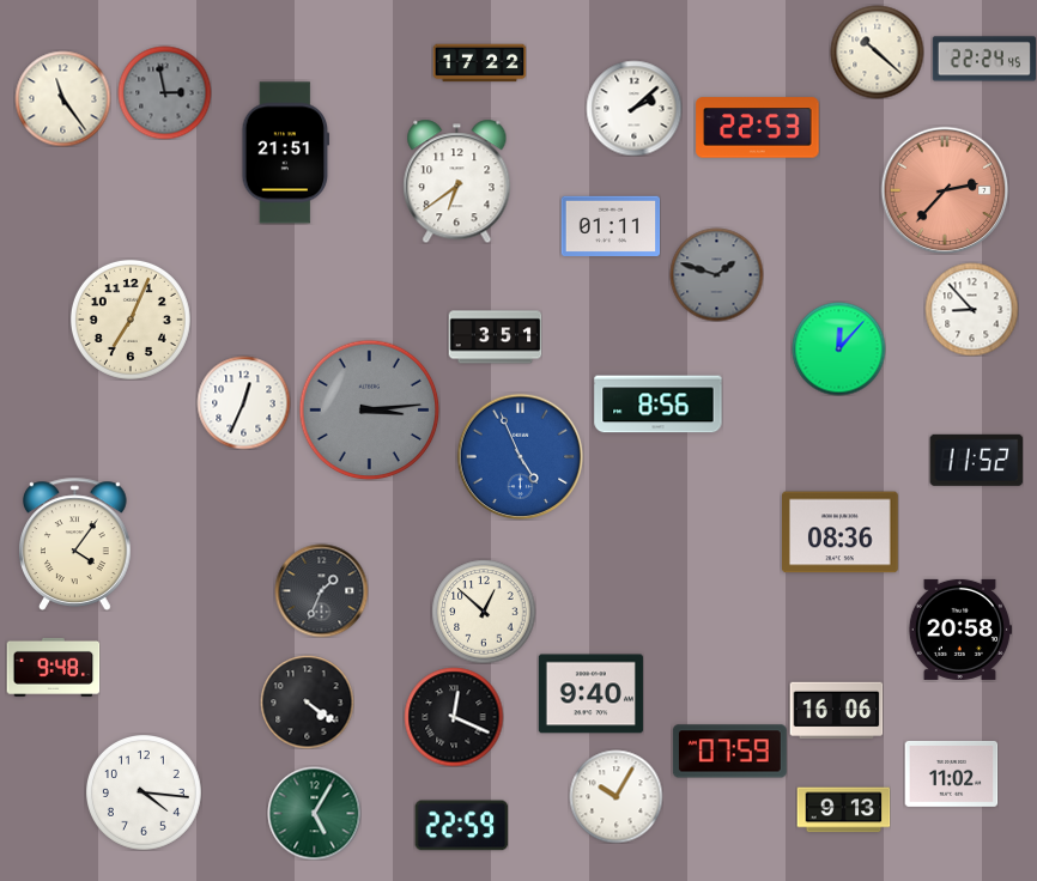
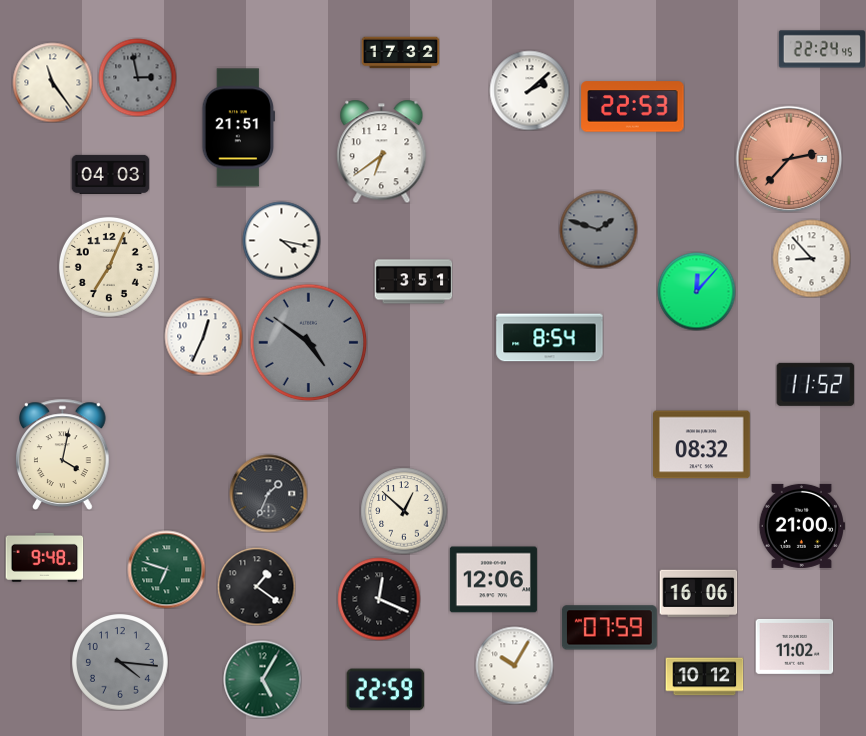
clock at (877, 51): 10:22 -> none
clock at (479, 63): 17:22 -> 17:32
clock at (110, 174): none -> 04:03
clock at (611, 225): 01:11 -> none
clock at (281, 240): none -> 4:17
clock at (838, 348) position: (838, 348) -> (696, 291)
clock at (659, 405): 8:56 -> 8:54
clock at (369, 409): 3:14 -> 4:51
clock at (520, 456): 4:56 -> none
clock at (841, 533): 08:36 -> 08:32
clock at (75, 543): 4:06 -> 4:02
clock at (960, 630): 20:58 -> 21:00
clock at (166, 569): none -> 6:48
clock at (590, 694): 9:40 -> 12:06
clock at (307, 701): 4:21 -> 1:21
clock at (144, 792) dial: white -> grey
clock at (843, 810): 9:13 -> 10:12
